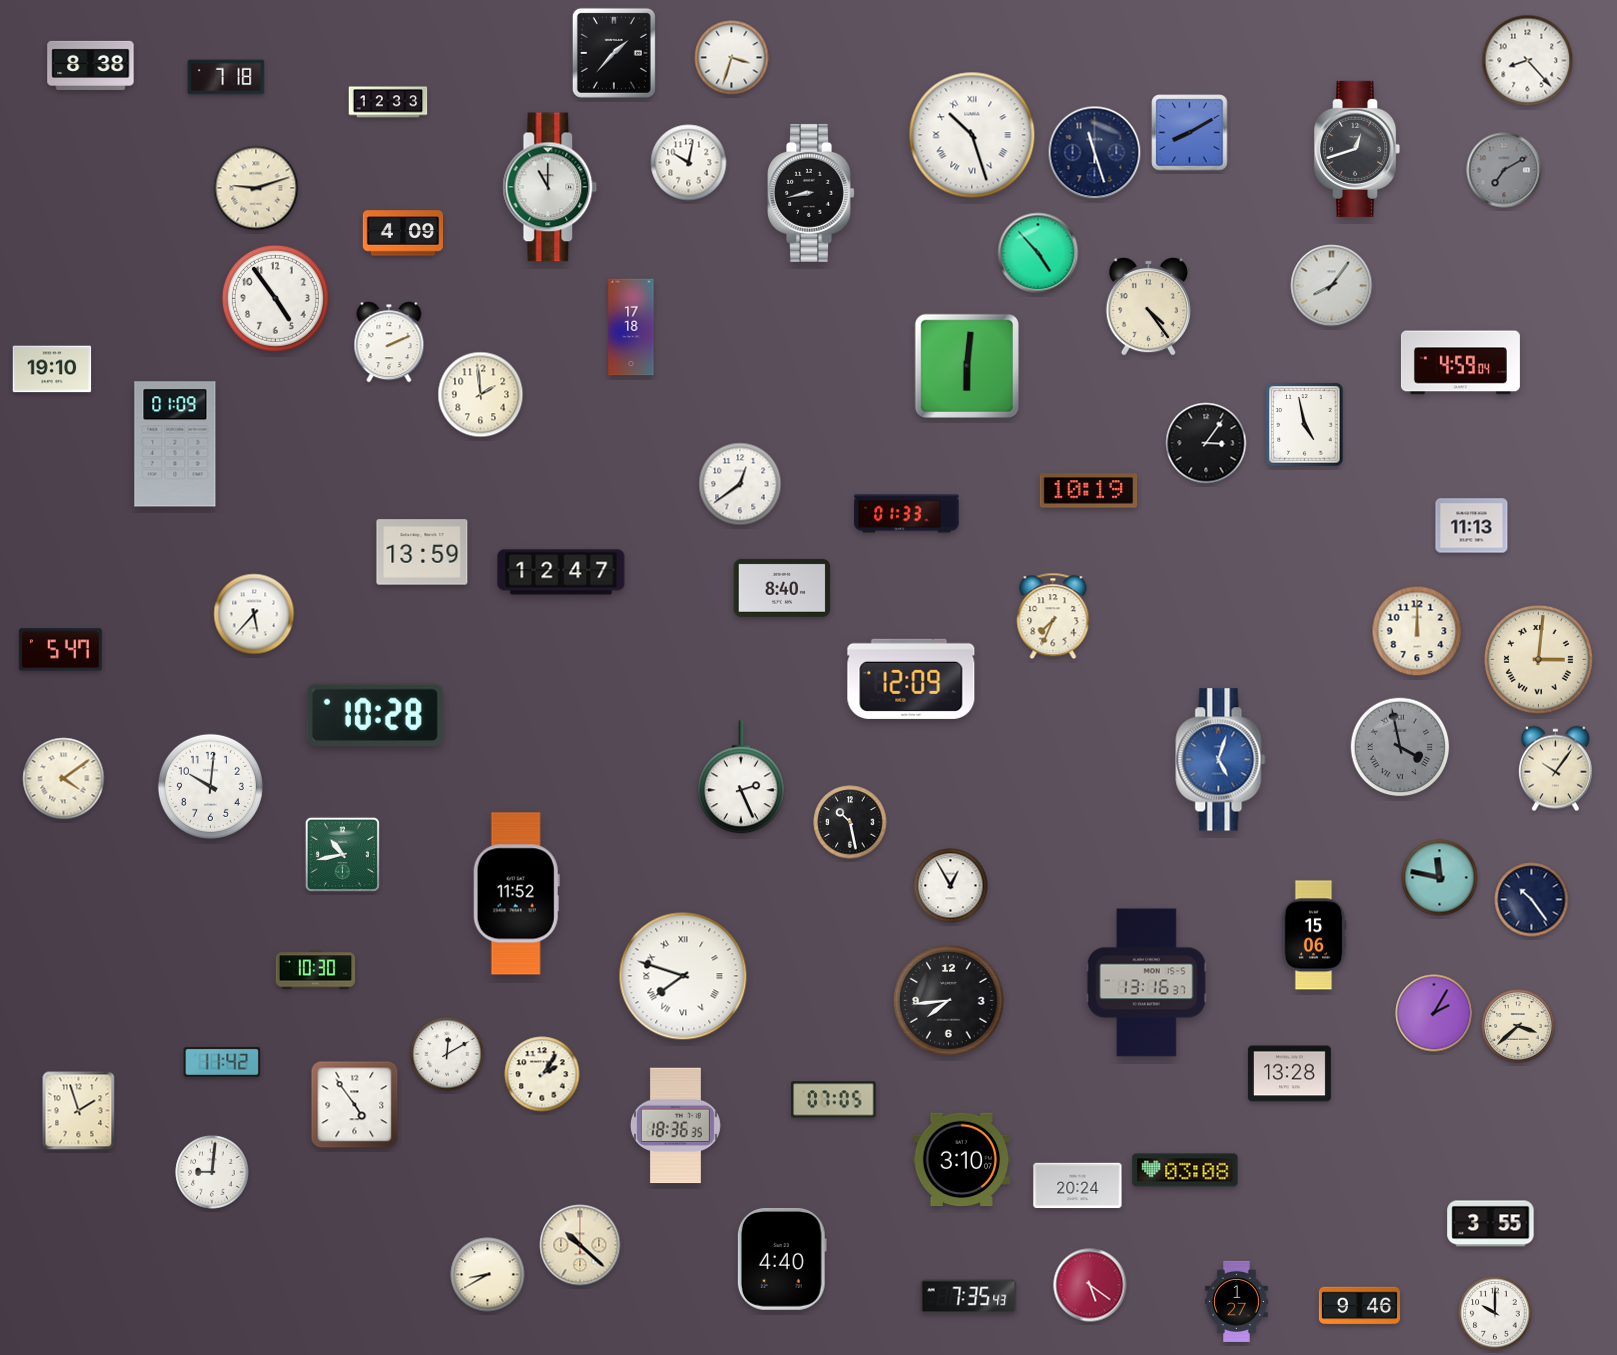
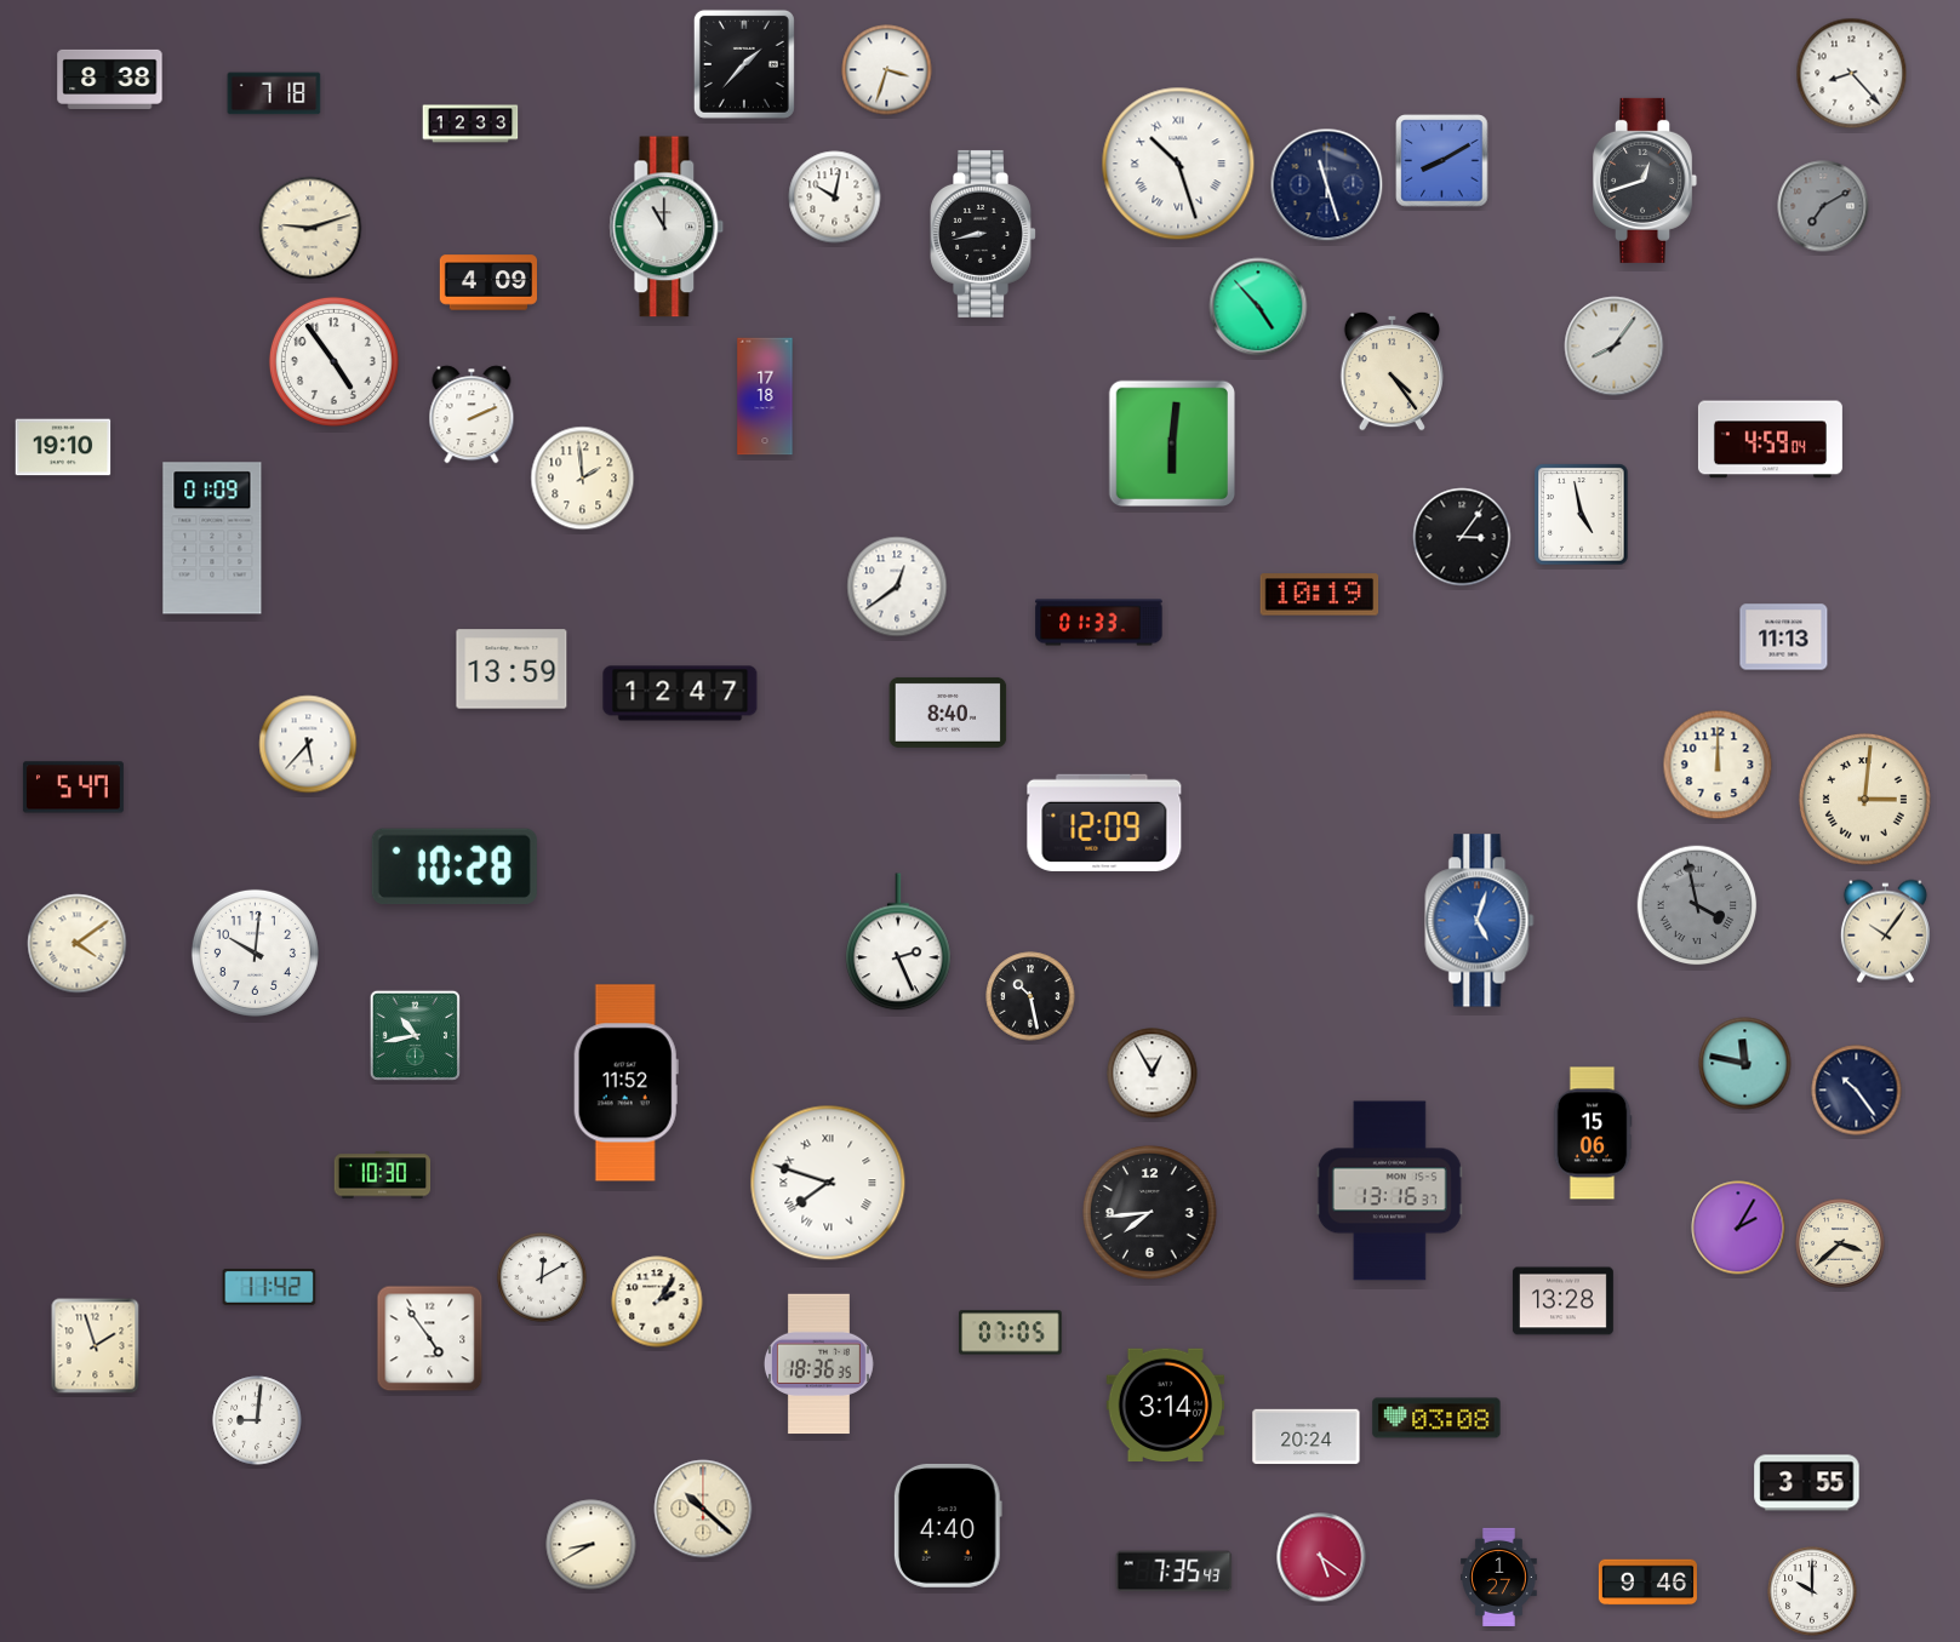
clock at (1053, 616): 7:34 -> none
clock at (962, 1160): 3:10 -> 3:14
